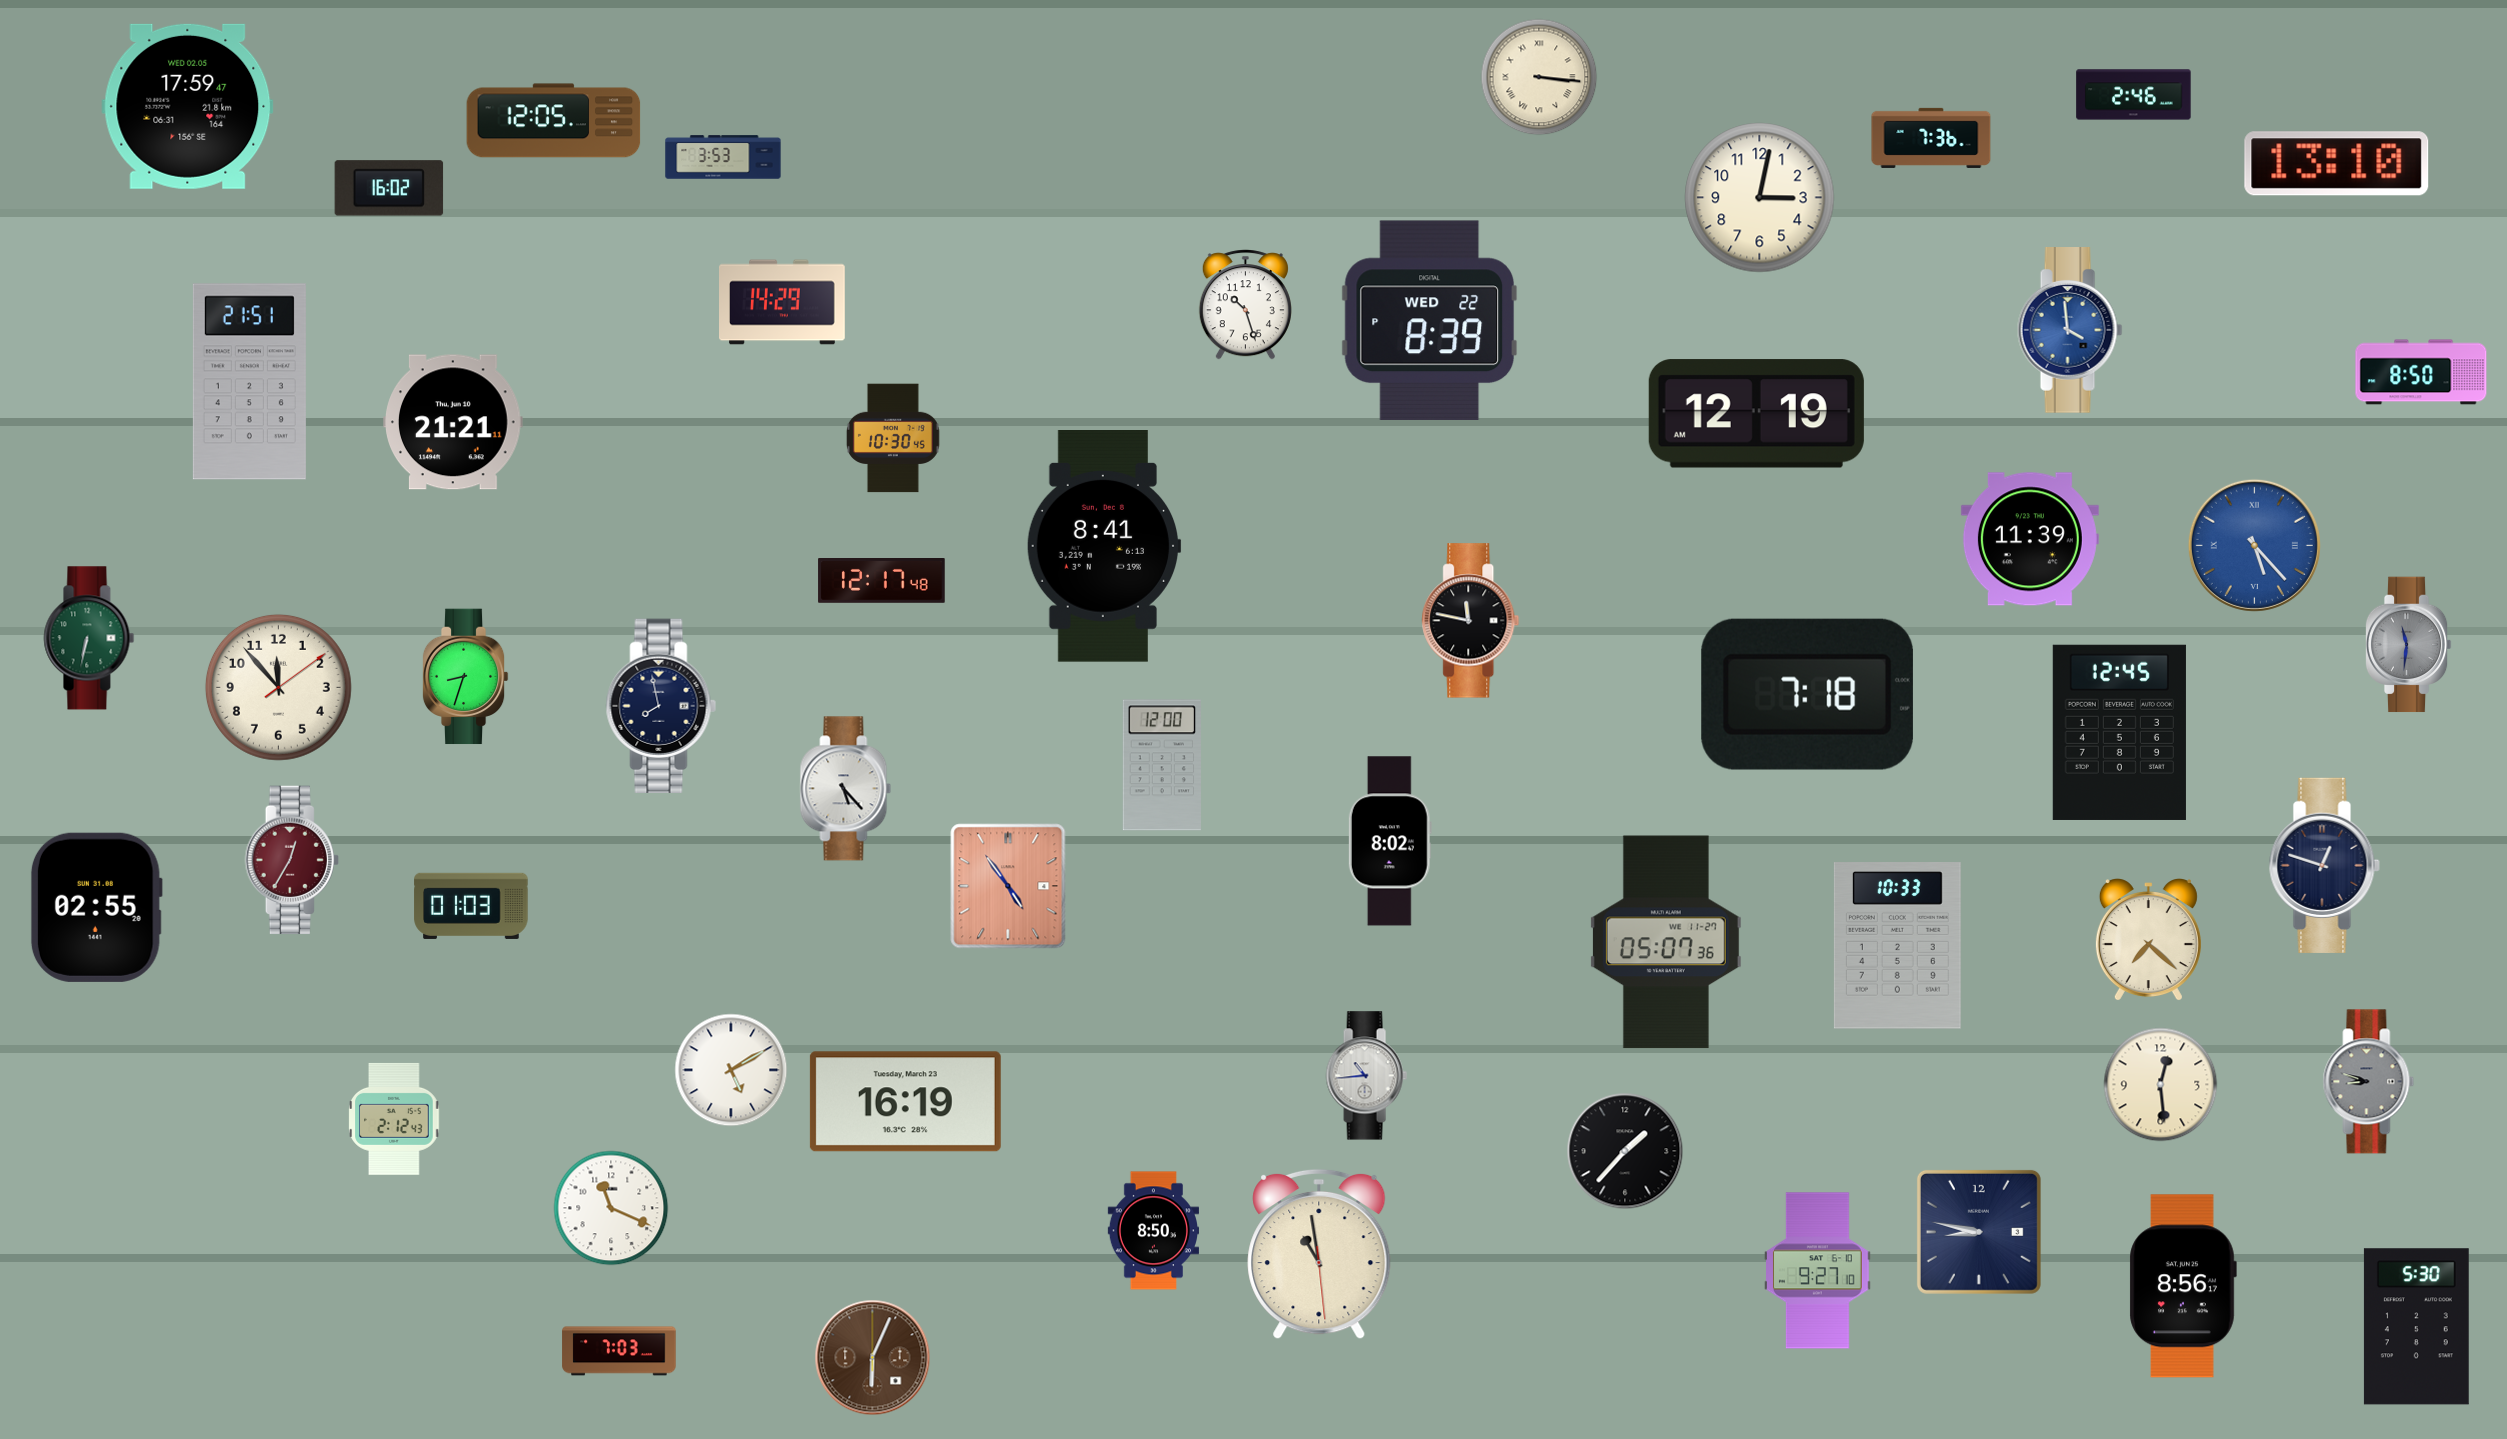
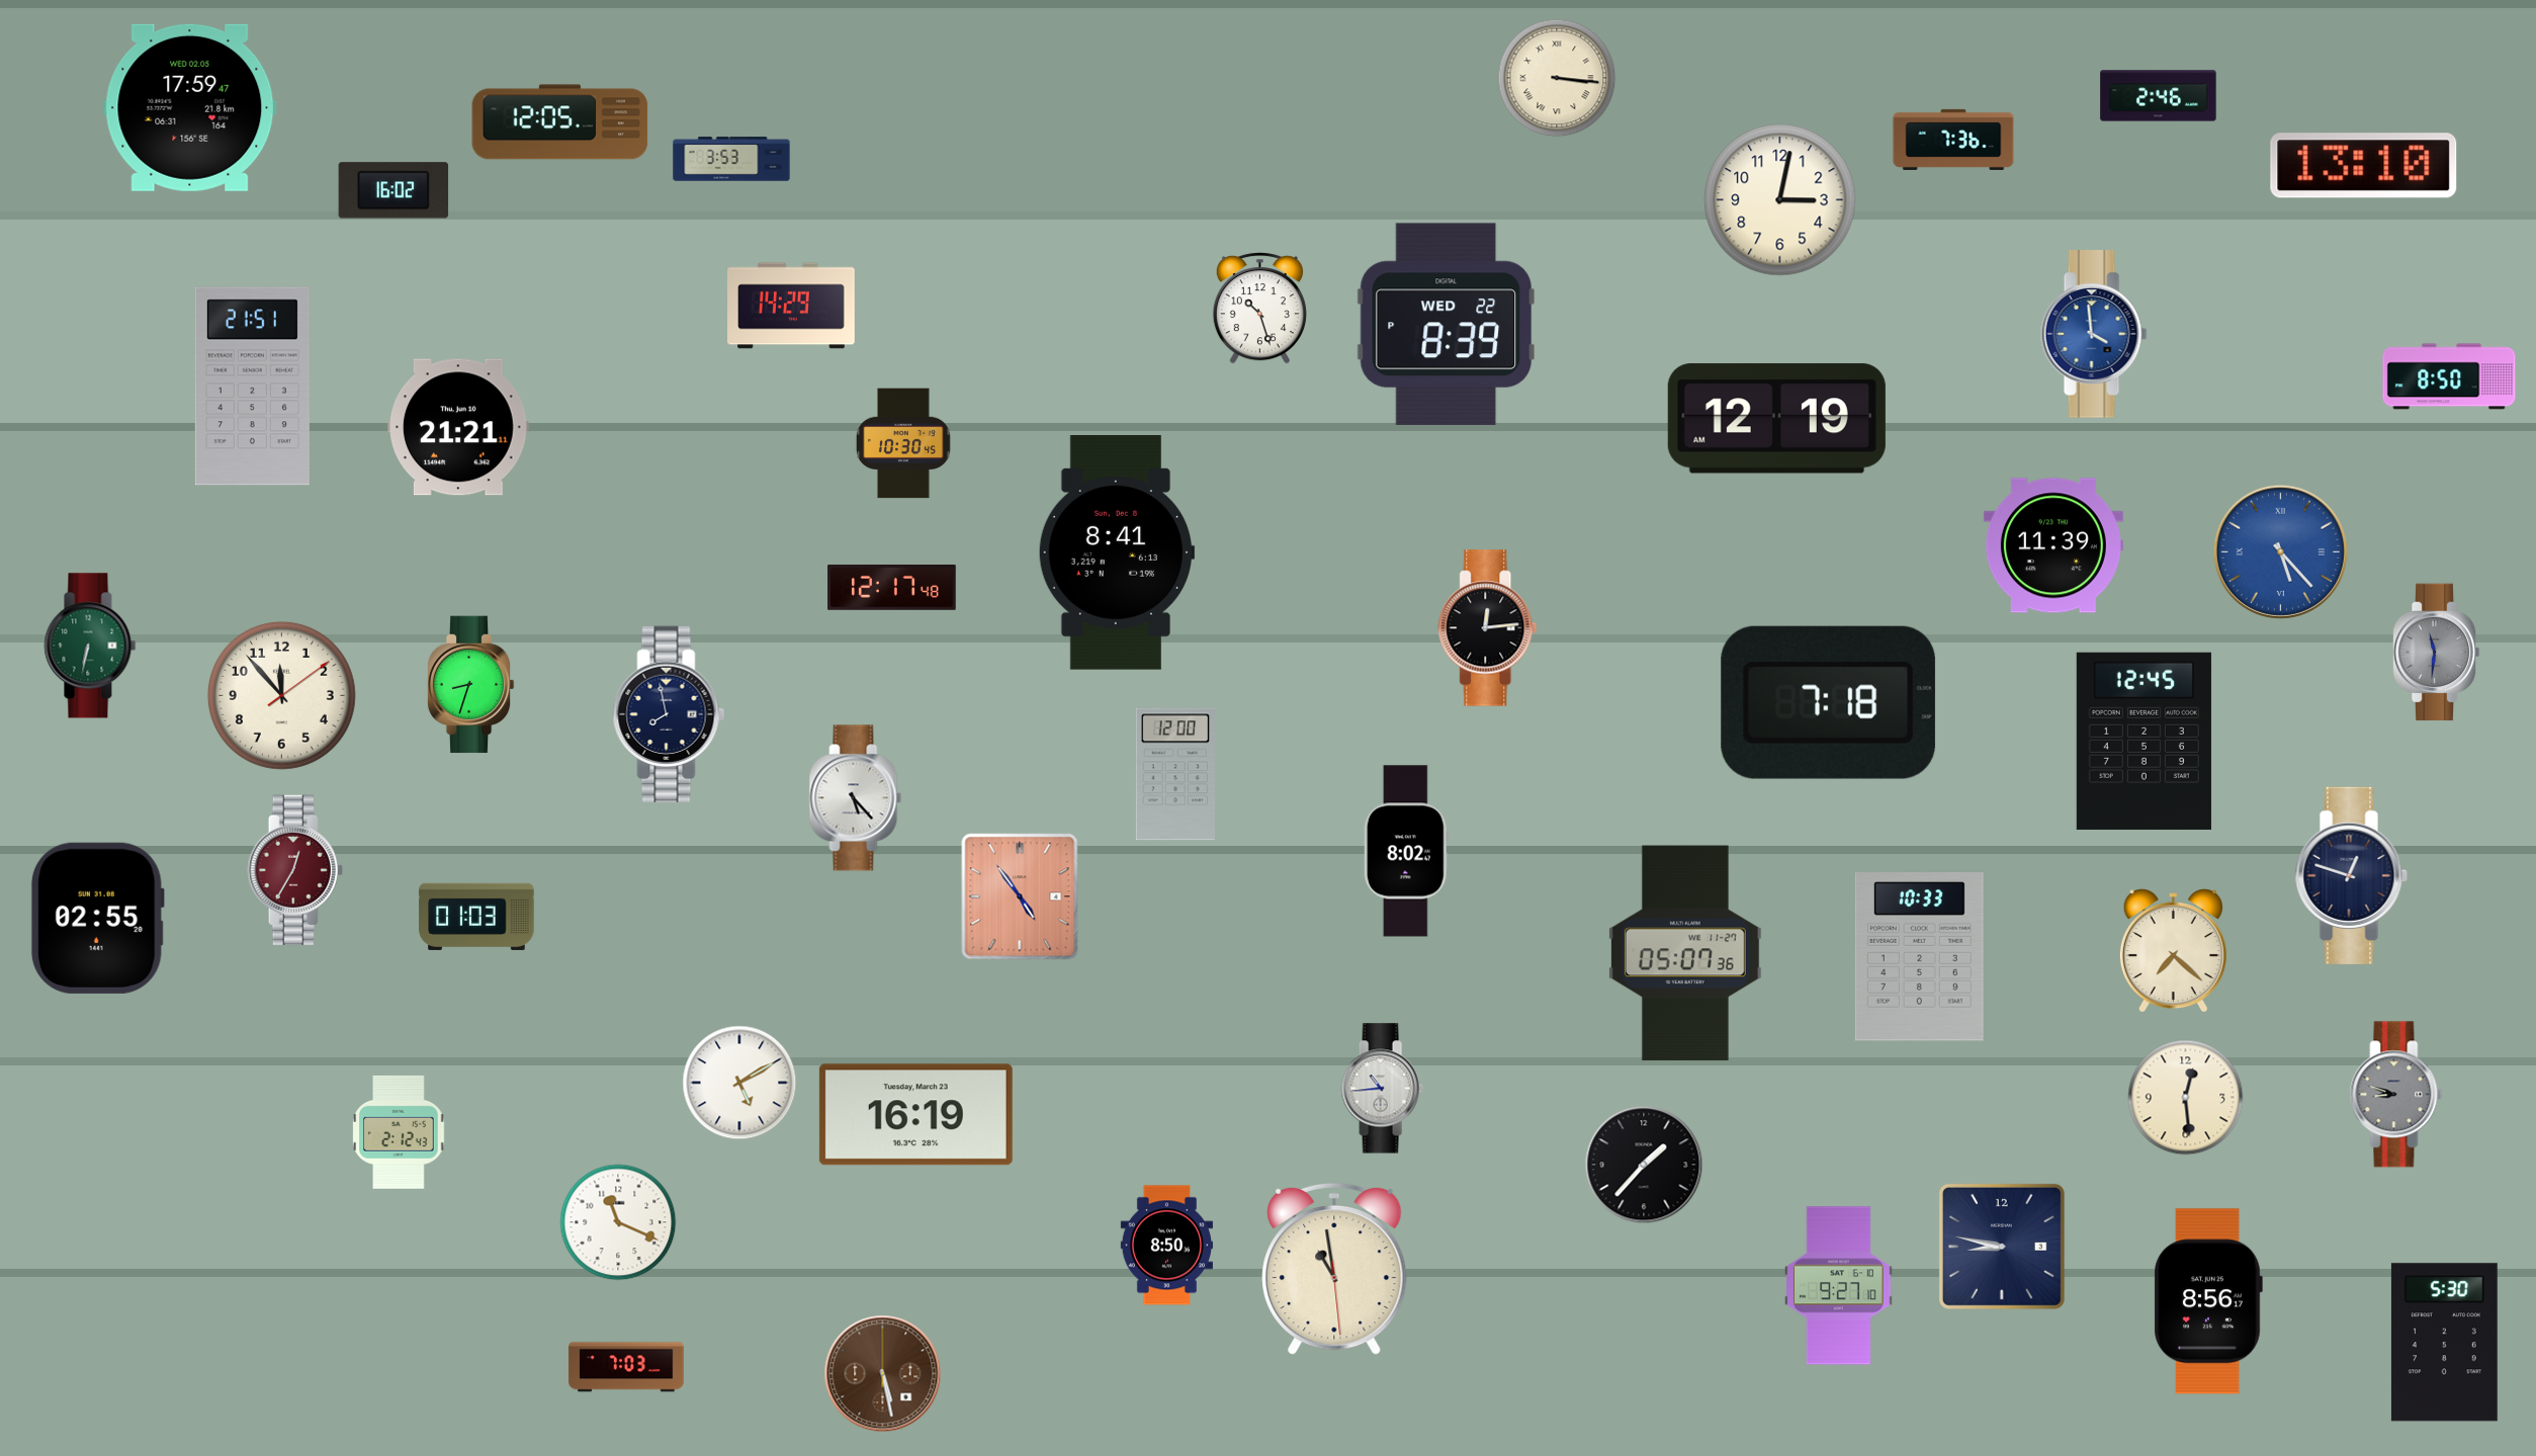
clock at (1471, 621): 11:47 -> 12:14
clock at (873, 1358): 6:04 -> 5:28
